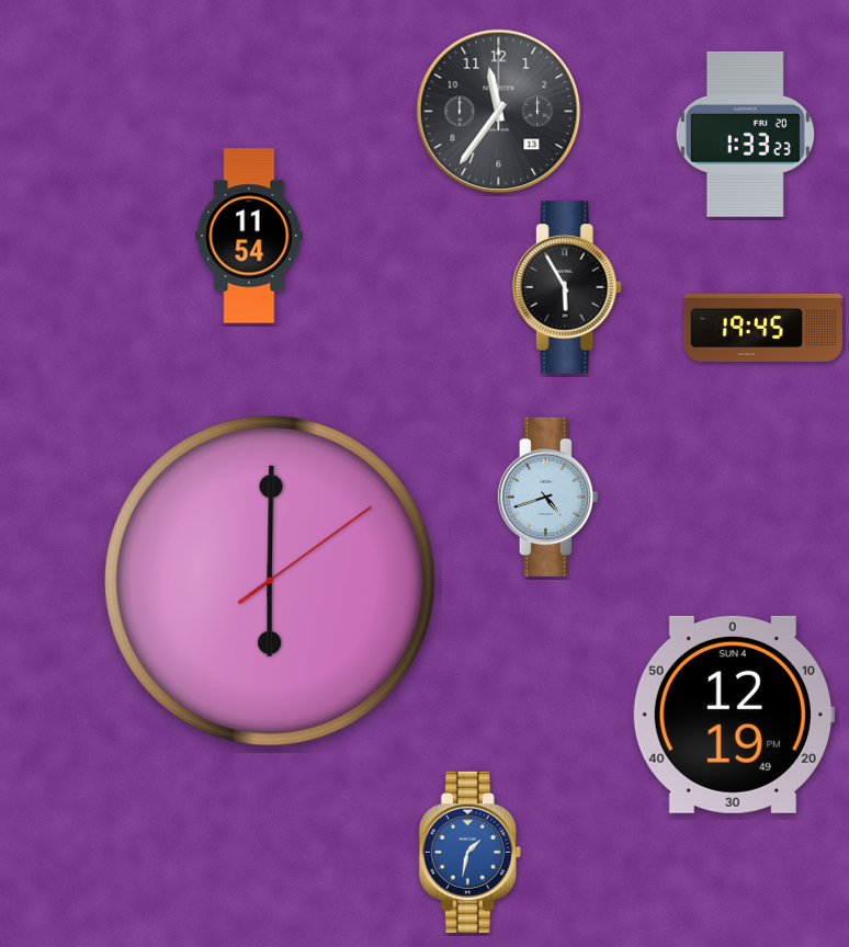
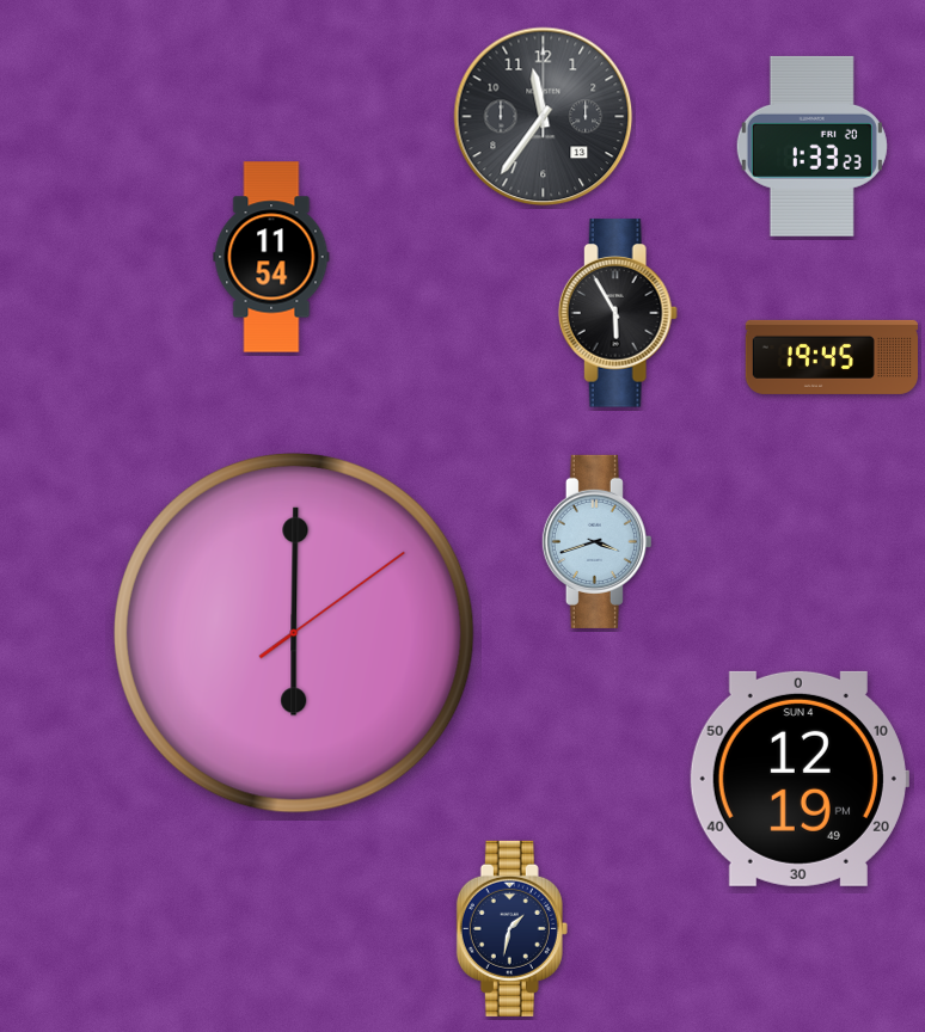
clock at (499, 112) position: (499, 112) -> (544, 117)
clock at (547, 497): 4:42 -> 3:42
clock at (469, 852) dial: blue -> navy
